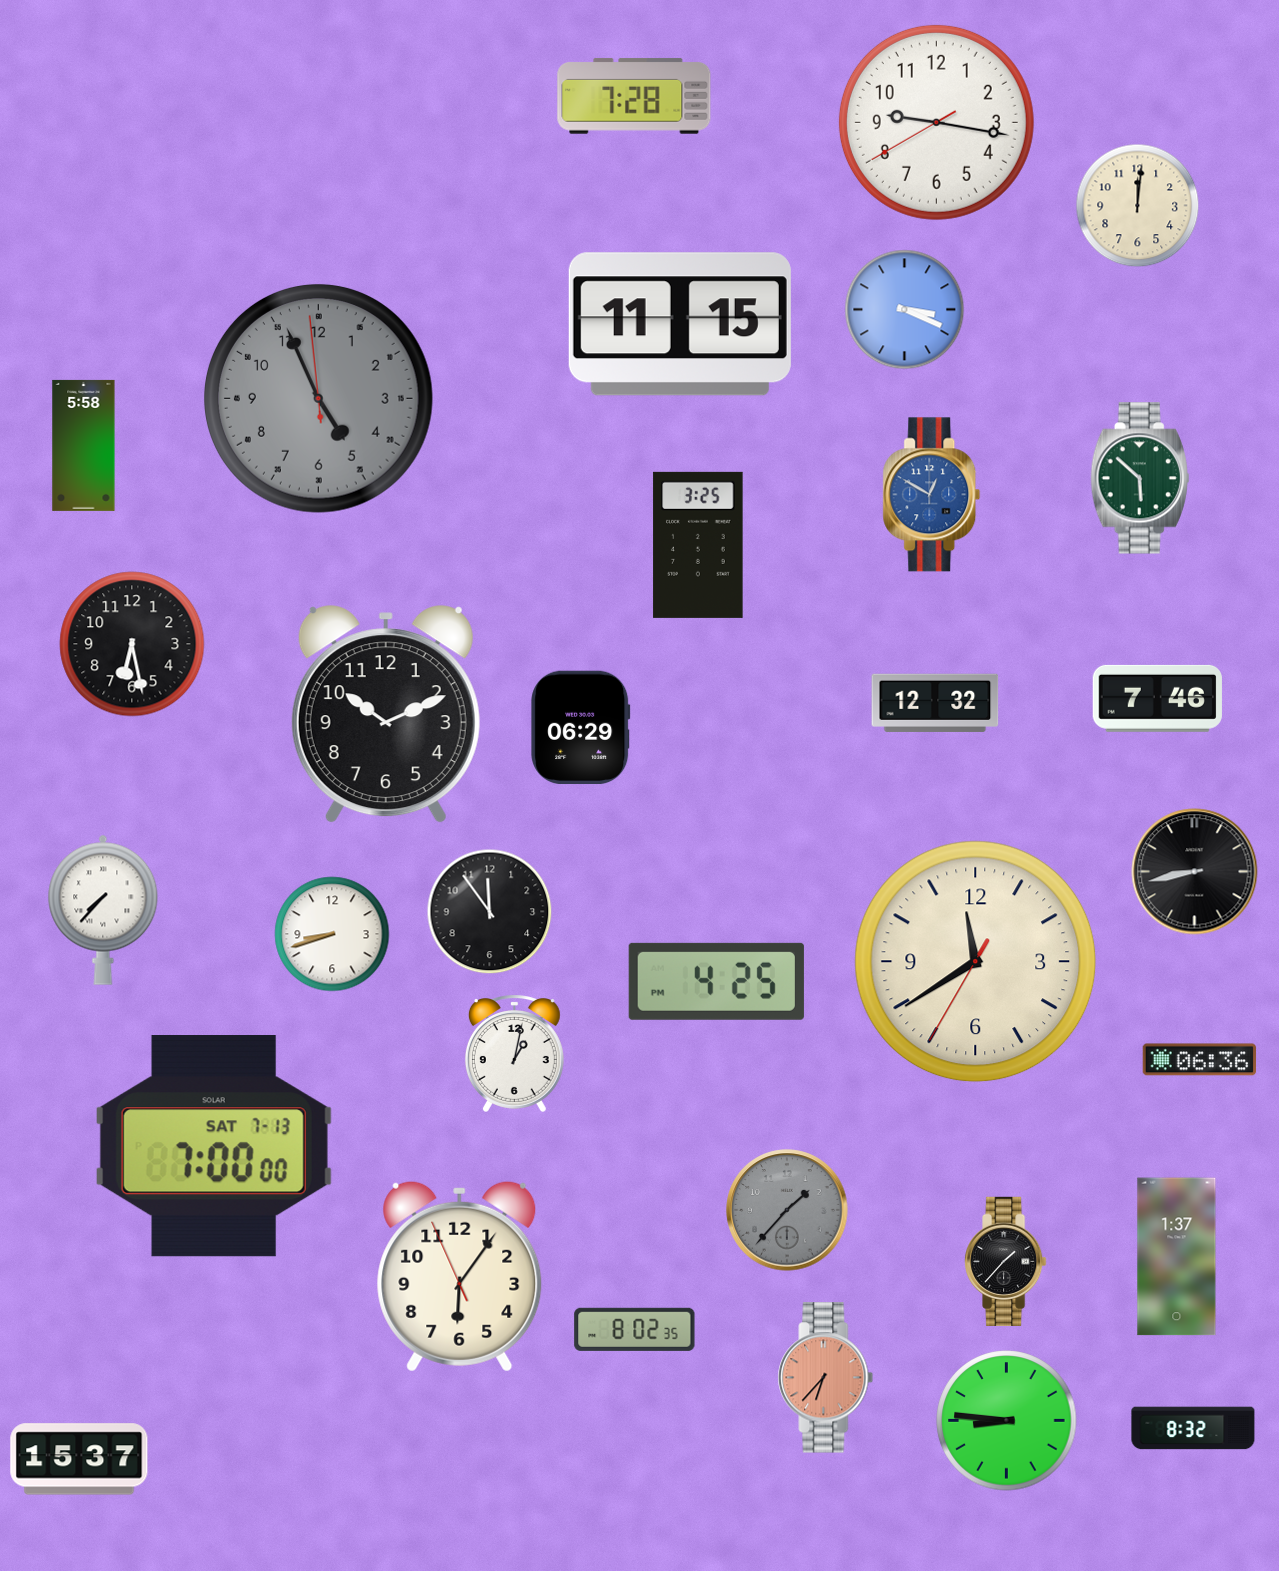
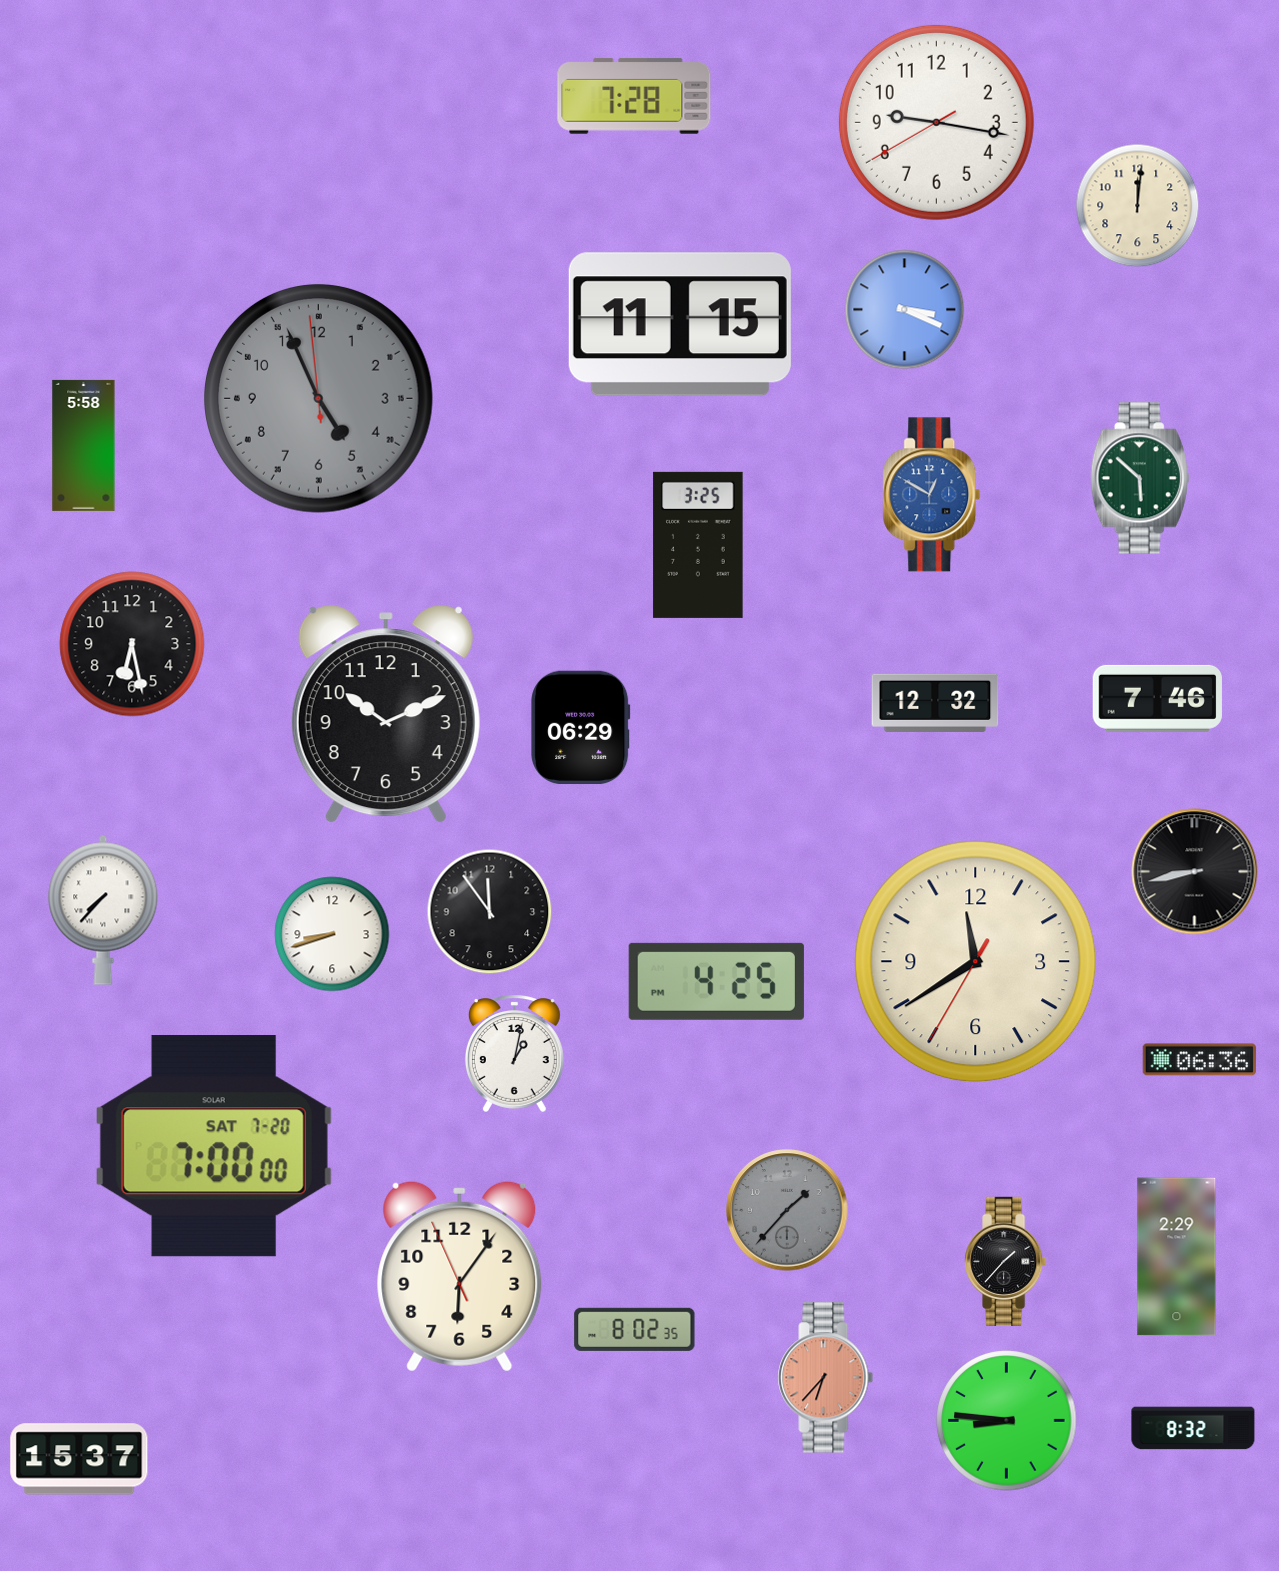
clock at (214, 1146) date: SAT 7-13 -> SAT 7-20
clock at (1177, 1257): 1:37 -> 2:29
